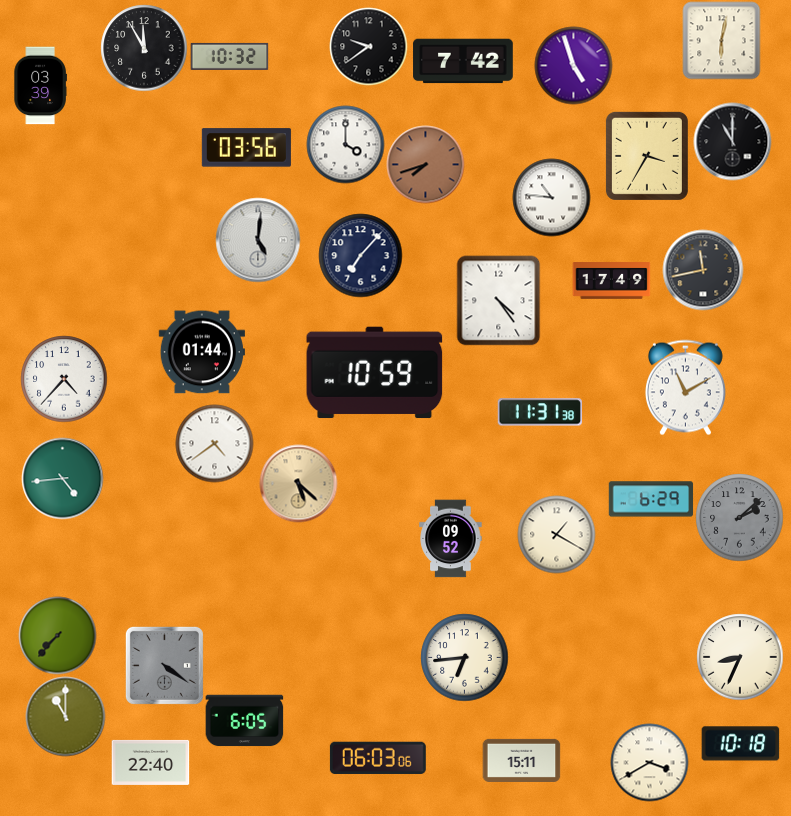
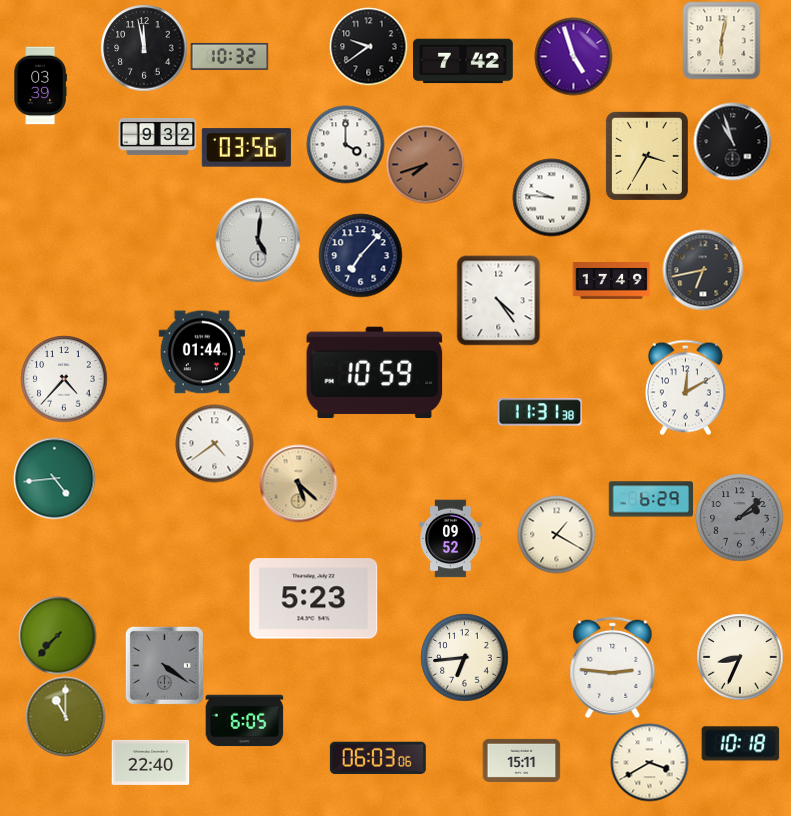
clock at (144, 48): 11:55 -> 11:58
clock at (573, 65) position: (573, 65) -> (573, 56)
clock at (157, 136): none -> 9:32
clock at (732, 141): 11:00 -> 10:57
clock at (551, 197): 10:46 -> 9:46
clock at (703, 270): 11:43 -> 6:43
clock at (685, 387): 11:10 -> 12:10
clock at (62, 478) position: (62, 478) -> (54, 478)
clock at (314, 599): none -> 5:23
clock at (613, 667): none -> 2:46
